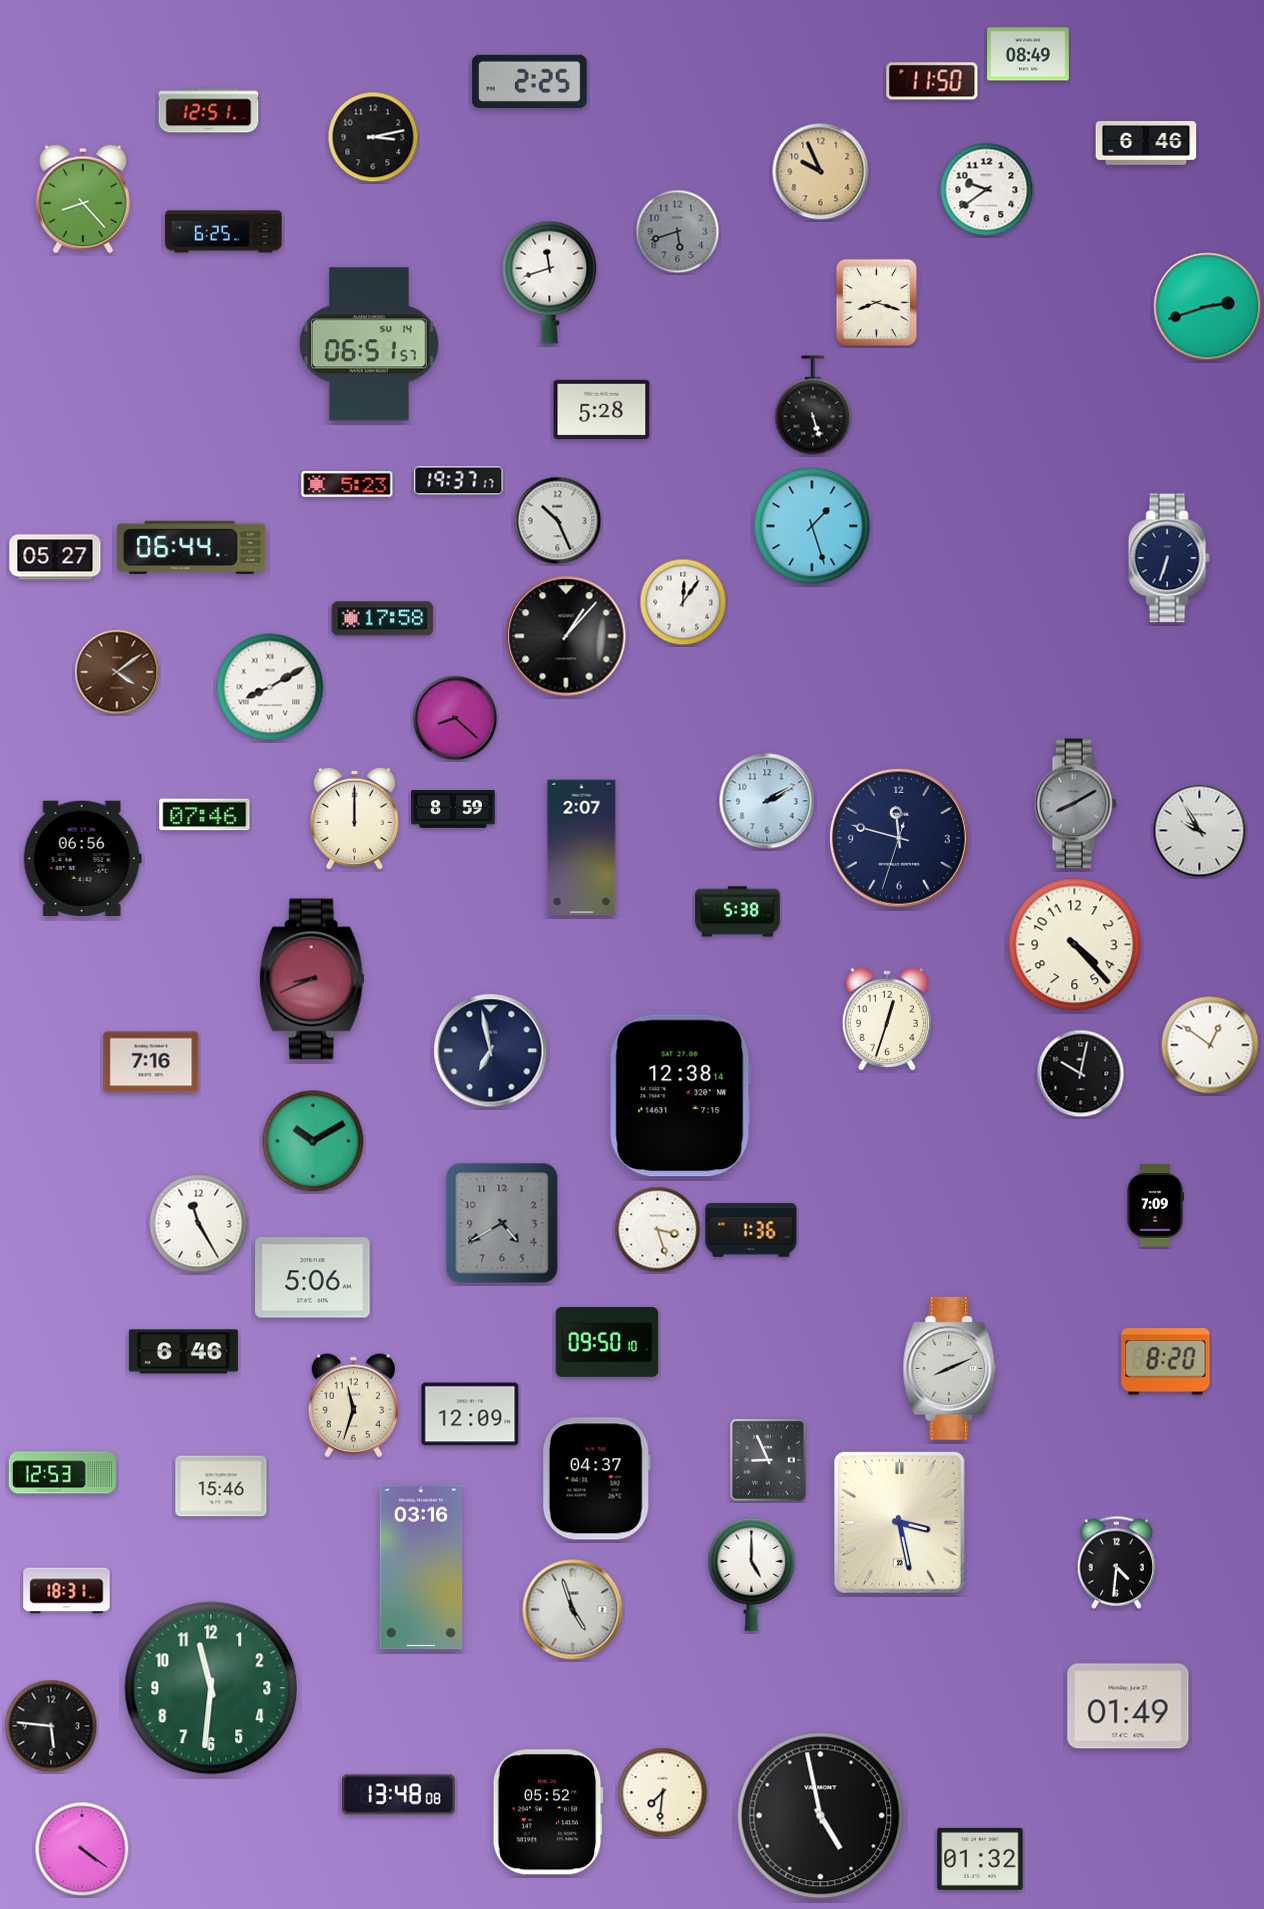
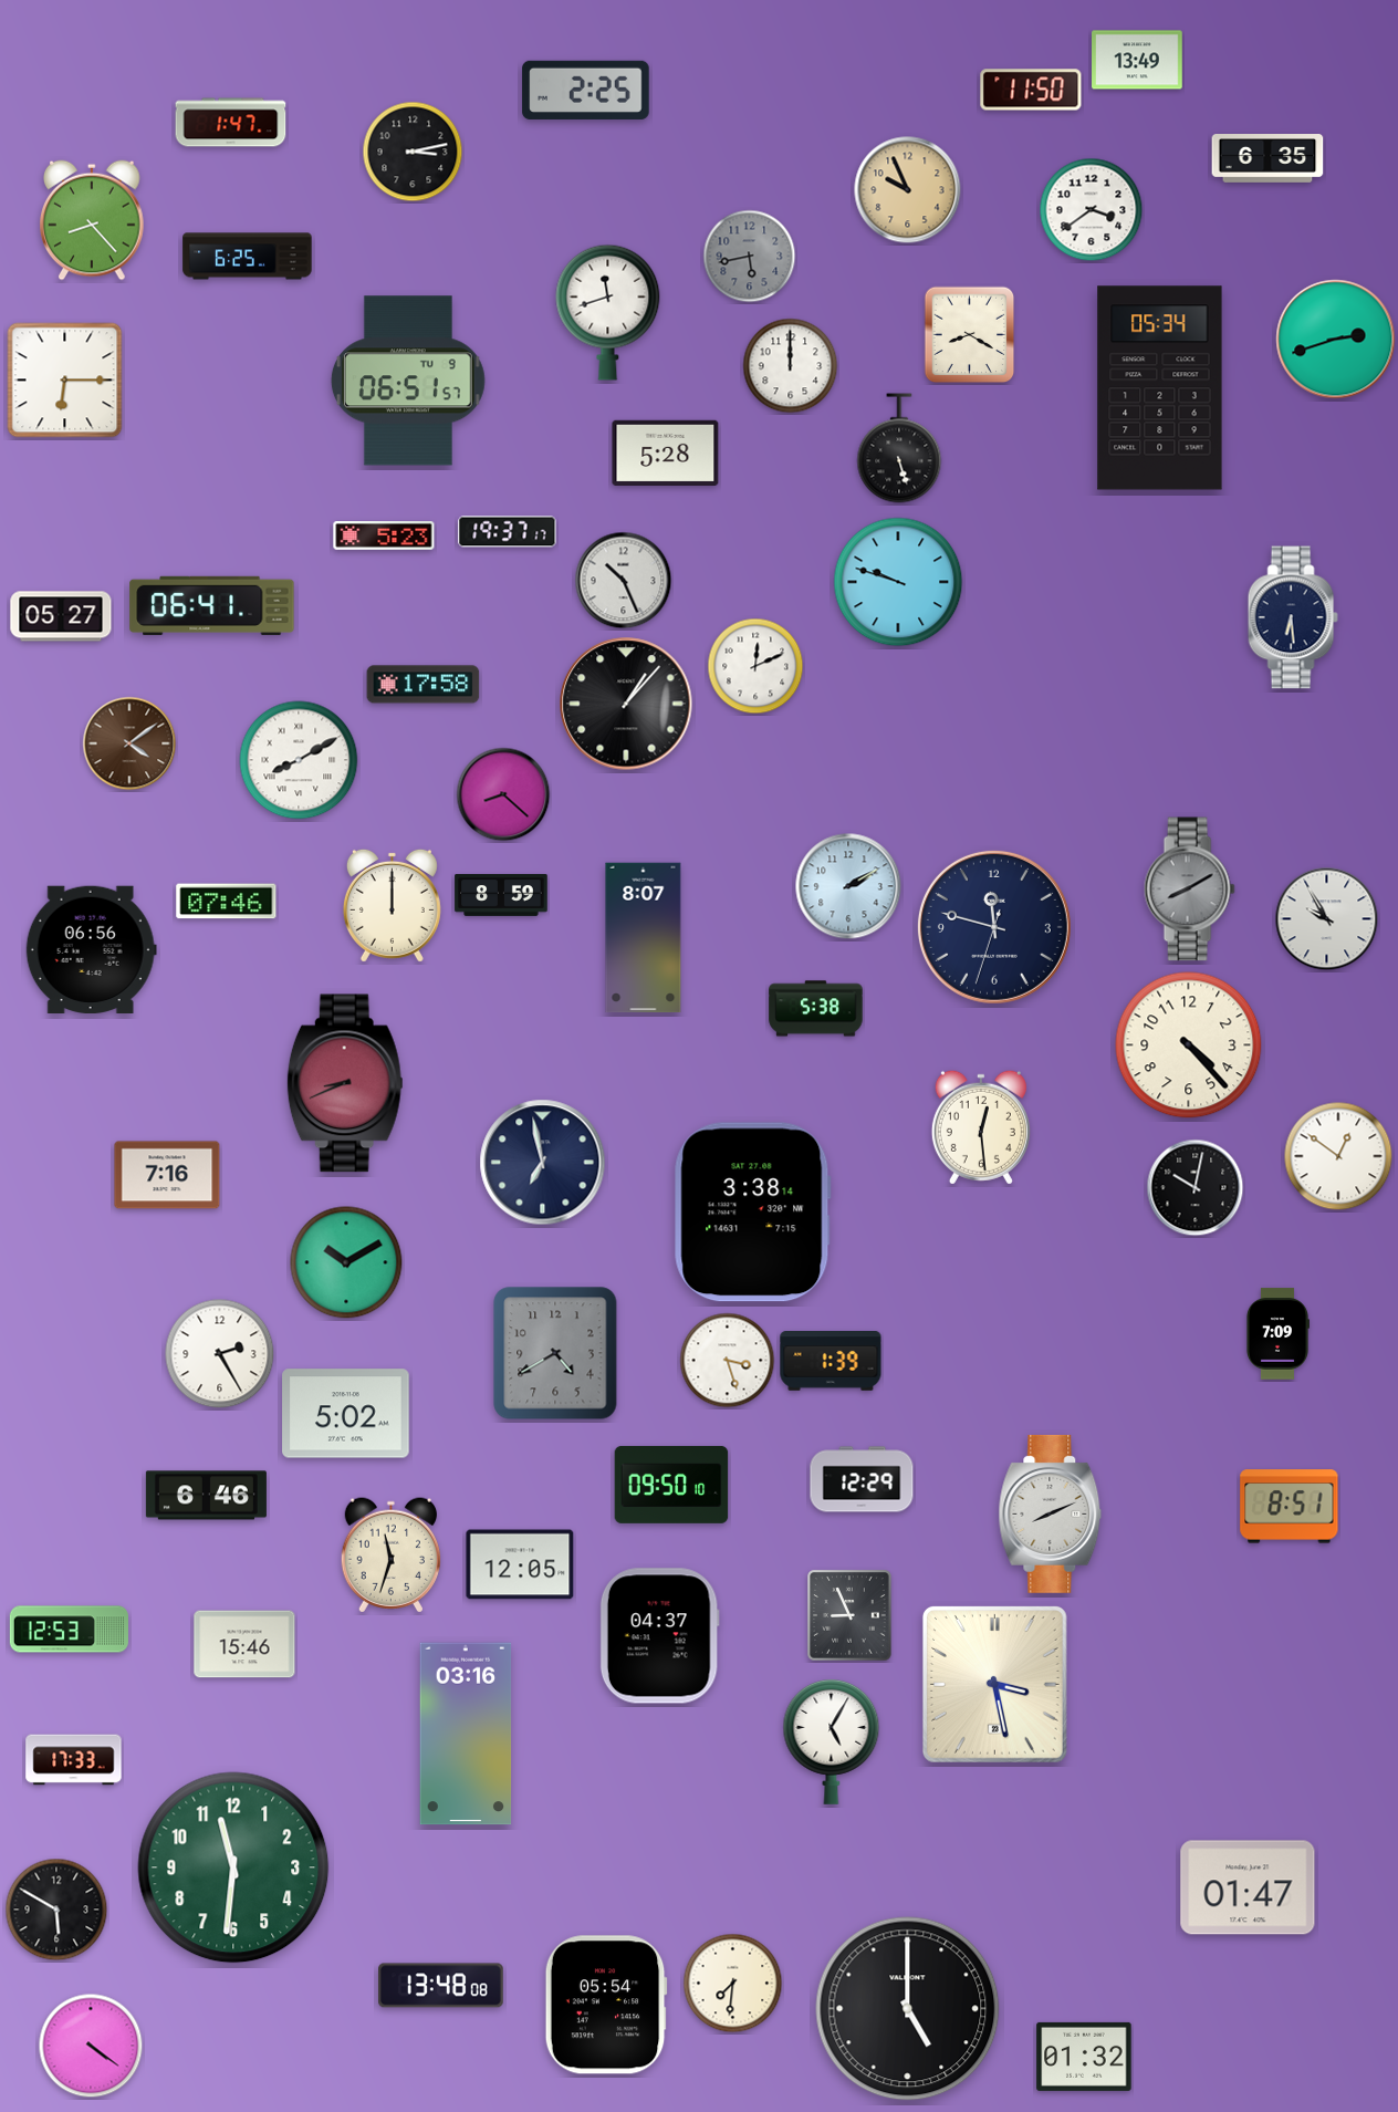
clock at (1028, 54): 08:49 -> 13:49
clock at (209, 111): 12:51 -> 1:47
clock at (1146, 144): 6:46 -> 6:35
clock at (987, 190): 9:39 -> 3:39
clock at (678, 232): 5:42 -> 5:43
clock at (877, 303): 8:18 -> 8:20
clock at (791, 366): none -> 12:00
clock at (65, 381): none -> 6:15
clock at (369, 344) date: SU 14 -> TU 9
clock at (1160, 388): none -> 05:34
clock at (558, 521) position: (558, 521) -> (624, 581)
clock at (812, 526): 1:27 -> 9:48
clock at (192, 547): 06:44 -> 06:41
clock at (1169, 558): 6:33 -> 6:29
clock at (683, 602): 12:06 -> 12:11
clock at (582, 848): 2:07 -> 8:07
clock at (887, 1019): 12:33 -> 12:29
clock at (680, 1096): 12:38 -> 3:38
clock at (199, 1224): 11:25 -> 2:25
clock at (751, 1230): 1:36 -> 1:39
clock at (313, 1278): 5:06 -> 5:02
clock at (862, 1479): none -> 12:29
clock at (183, 1352) position: (183, 1352) -> (206, 1496)
clock at (1166, 1362): 8:20 -> 8:51
clock at (470, 1414): 12:09 -> 12:05
clock at (1116, 1562): 4:31 -> none
clock at (752, 1574): 5:00 -> 5:05
clock at (67, 1591): 18:31 -> 17:33
clock at (573, 1610): 4:57 -> none
clock at (1128, 1706): 01:49 -> 01:47
clock at (51, 1726): 5:46 -> 5:50
clock at (548, 1812): 05:52 -> 05:54
clock at (821, 1816): 4:58 -> 5:00
